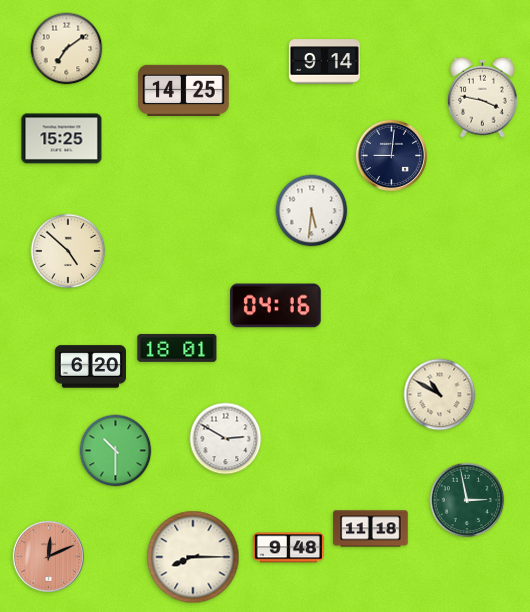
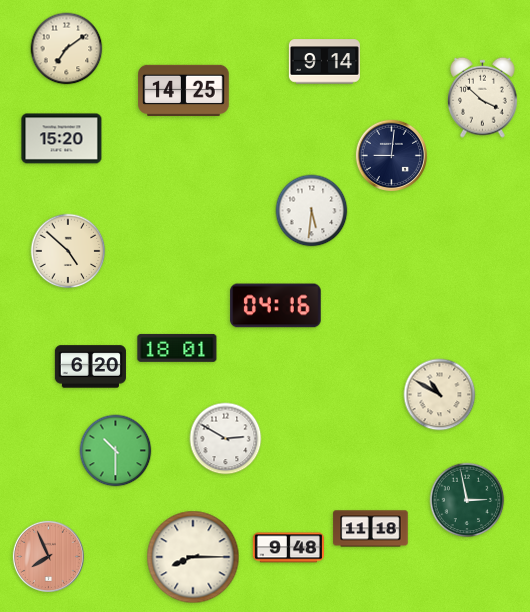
clock at (483, 97): 3:47 -> 3:52
clock at (62, 139): 15:25 -> 15:20
clock at (48, 556): 12:11 -> 7:56
